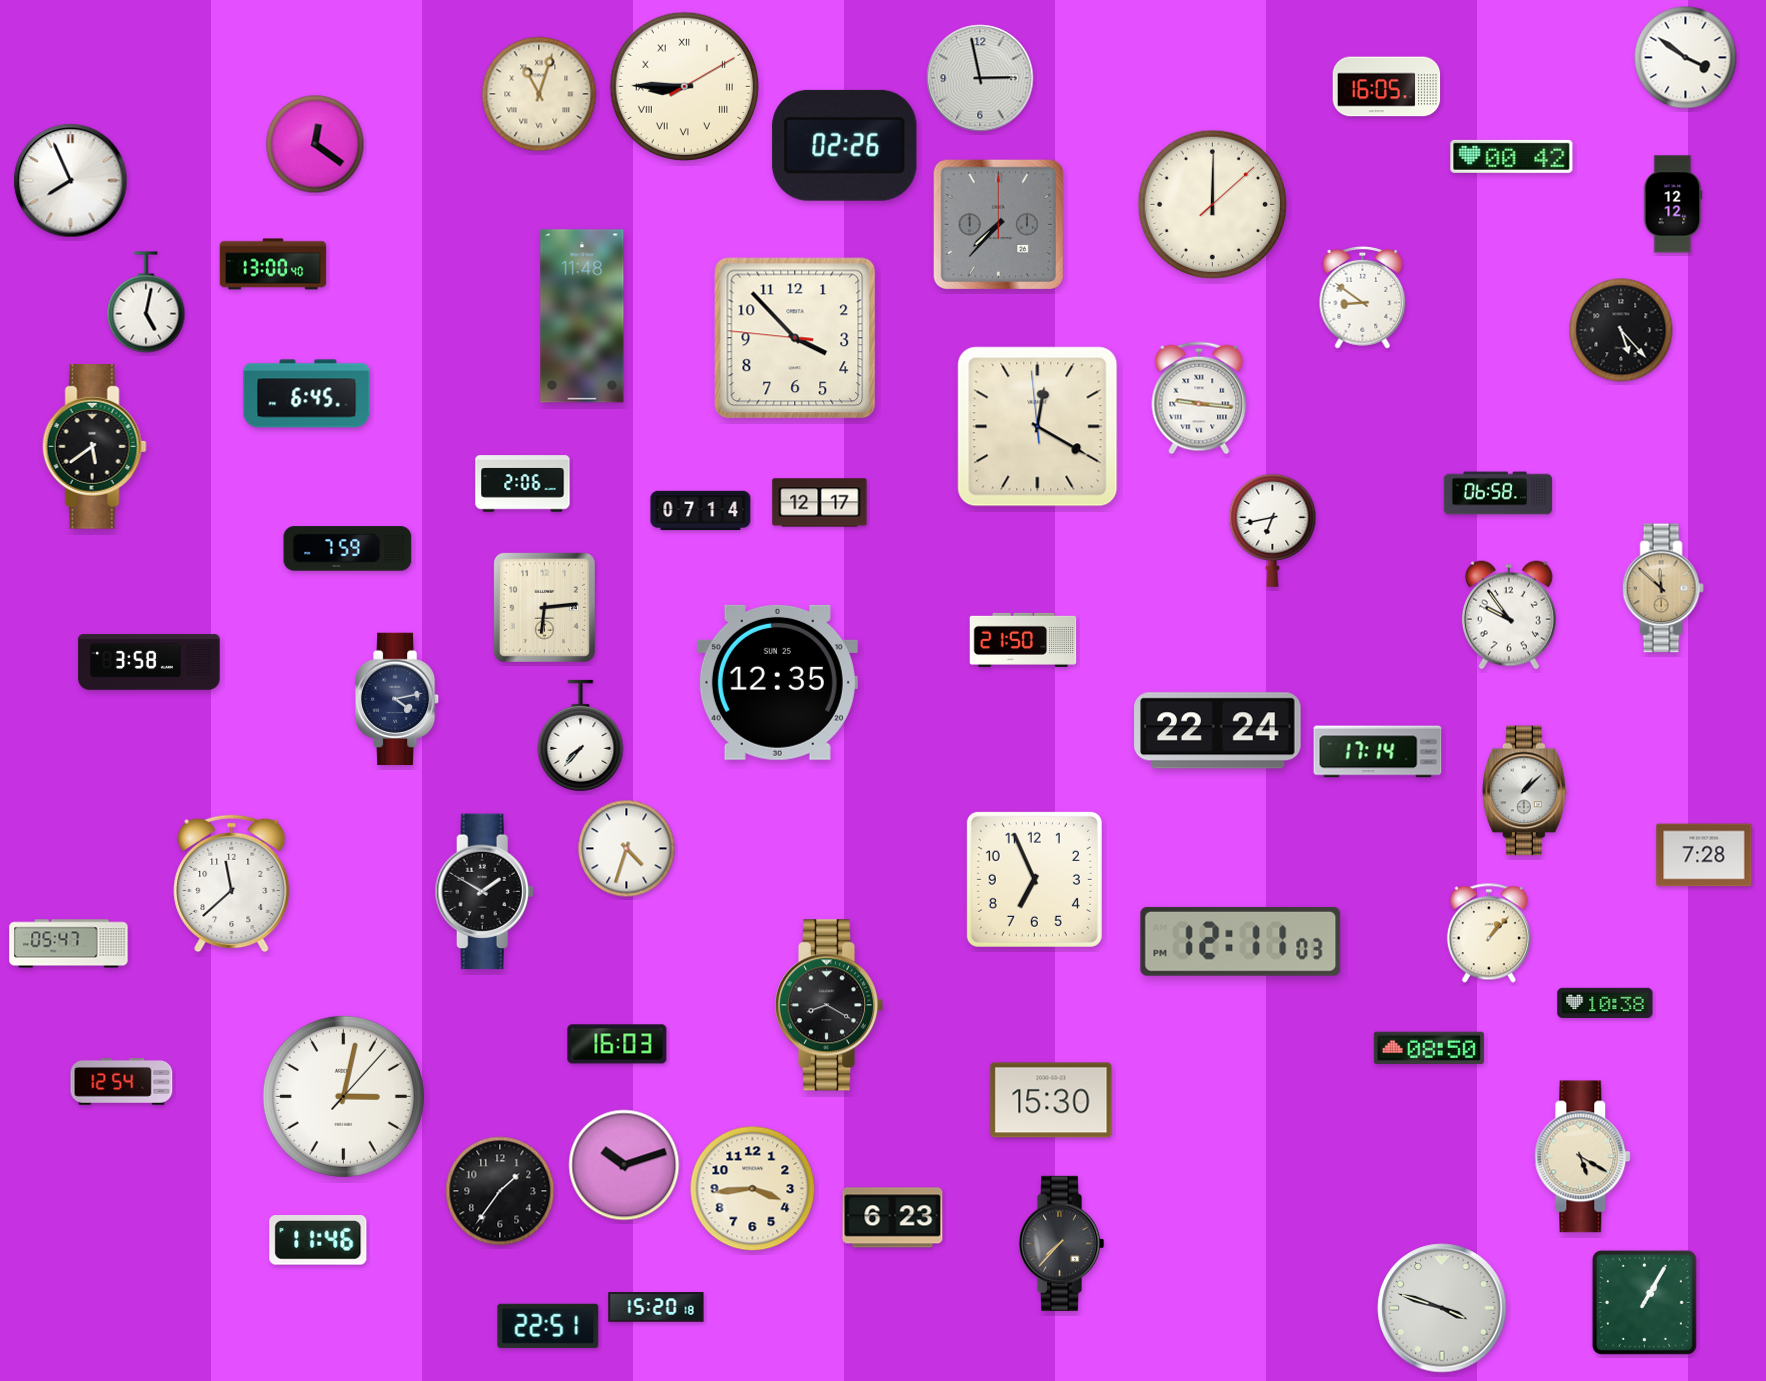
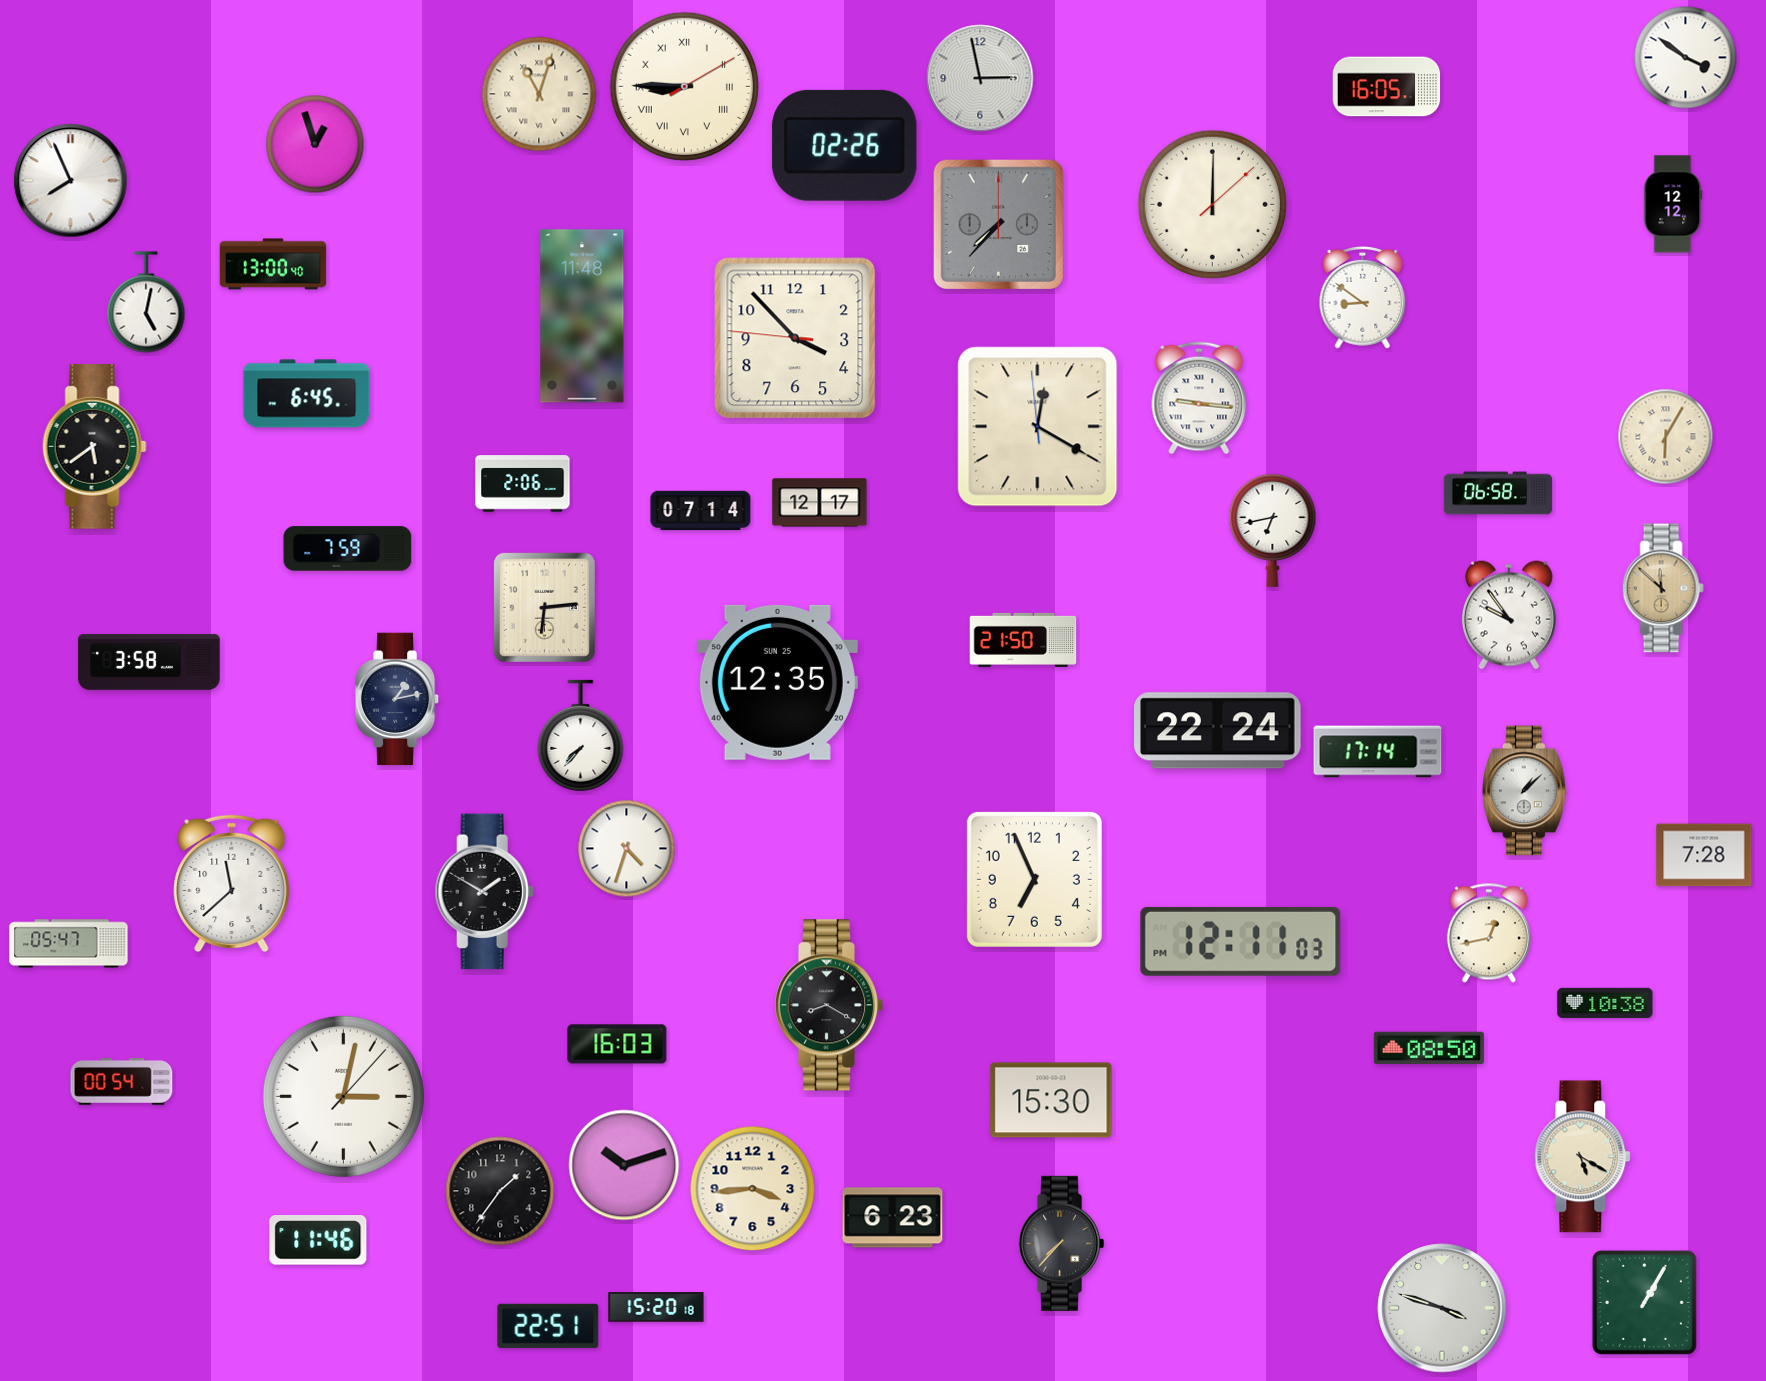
clock at (315, 144): 12:21 -> 12:57
clock at (1512, 156): 00:42 -> none
clock at (1621, 330): 5:23 -> none
clock at (1666, 437): none -> 6:05
clock at (397, 699): 4:13 -> 1:13
clock at (1489, 933): 1:07 -> 12:43
clock at (122, 1082): 12:54 -> 00:54
